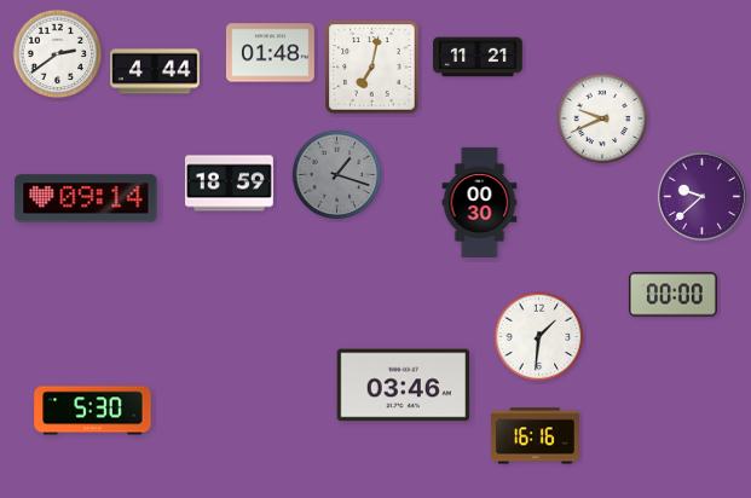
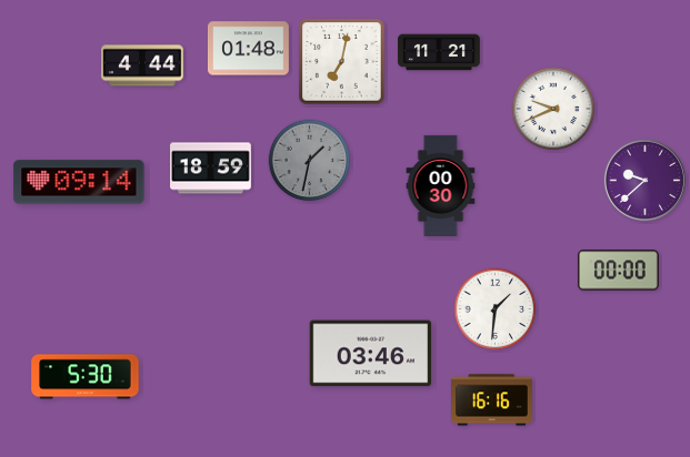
clock at (58, 54): 2:39 -> none
clock at (337, 175): 1:18 -> 1:32
